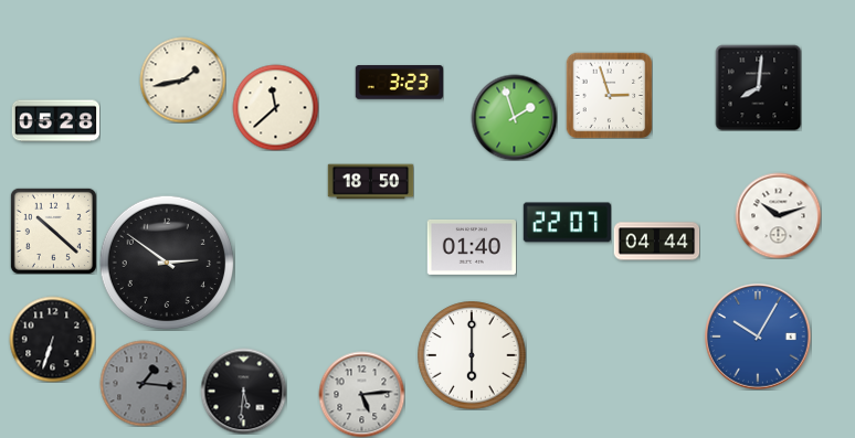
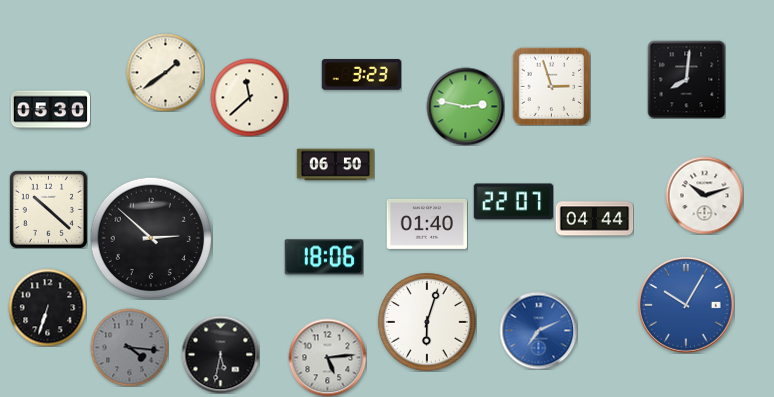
clock at (182, 79): 1:43 -> 1:39
clock at (514, 117): 1:57 -> 2:47
clock at (55, 121): 05:28 -> 05:30
clock at (370, 182): 18:50 -> 06:50
clock at (166, 261): 2:51 -> 2:52
clock at (323, 257): none -> 18:06
clock at (472, 355): 6:00 -> 6:03
clock at (538, 330): none -> 7:11
clock at (142, 383): 1:16 -> 4:16
clock at (243, 391): 5:31 -> 5:32
